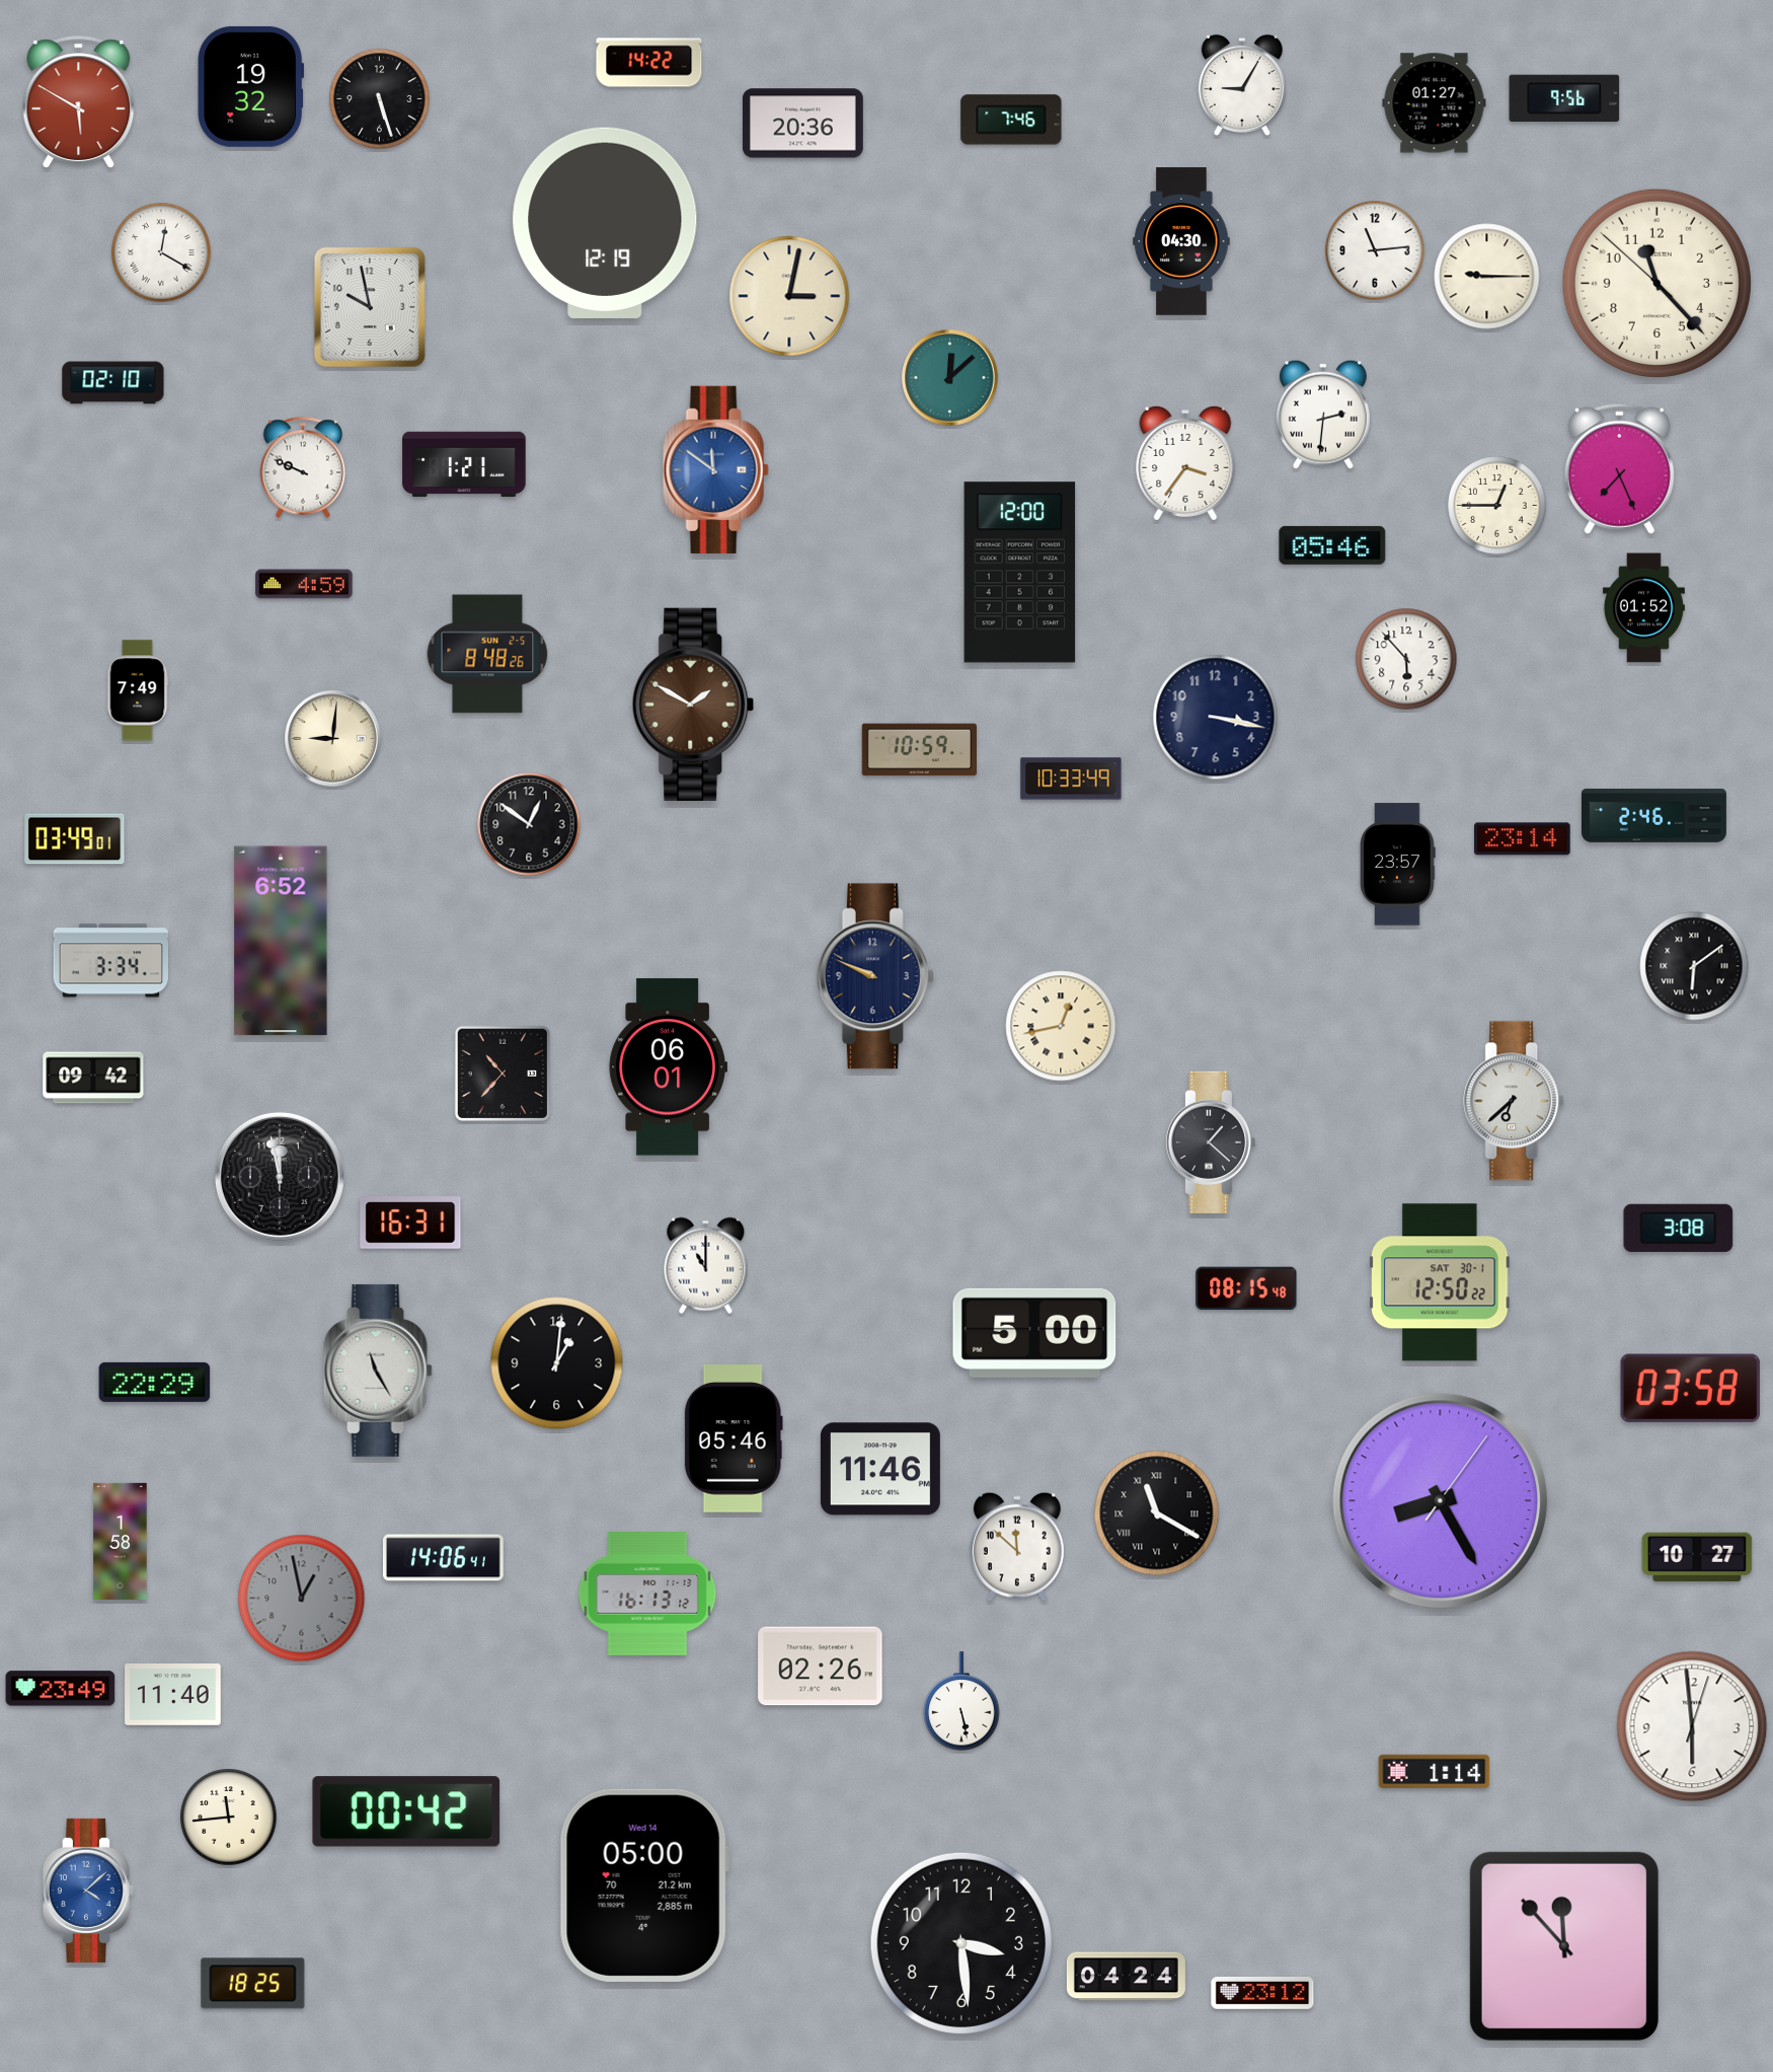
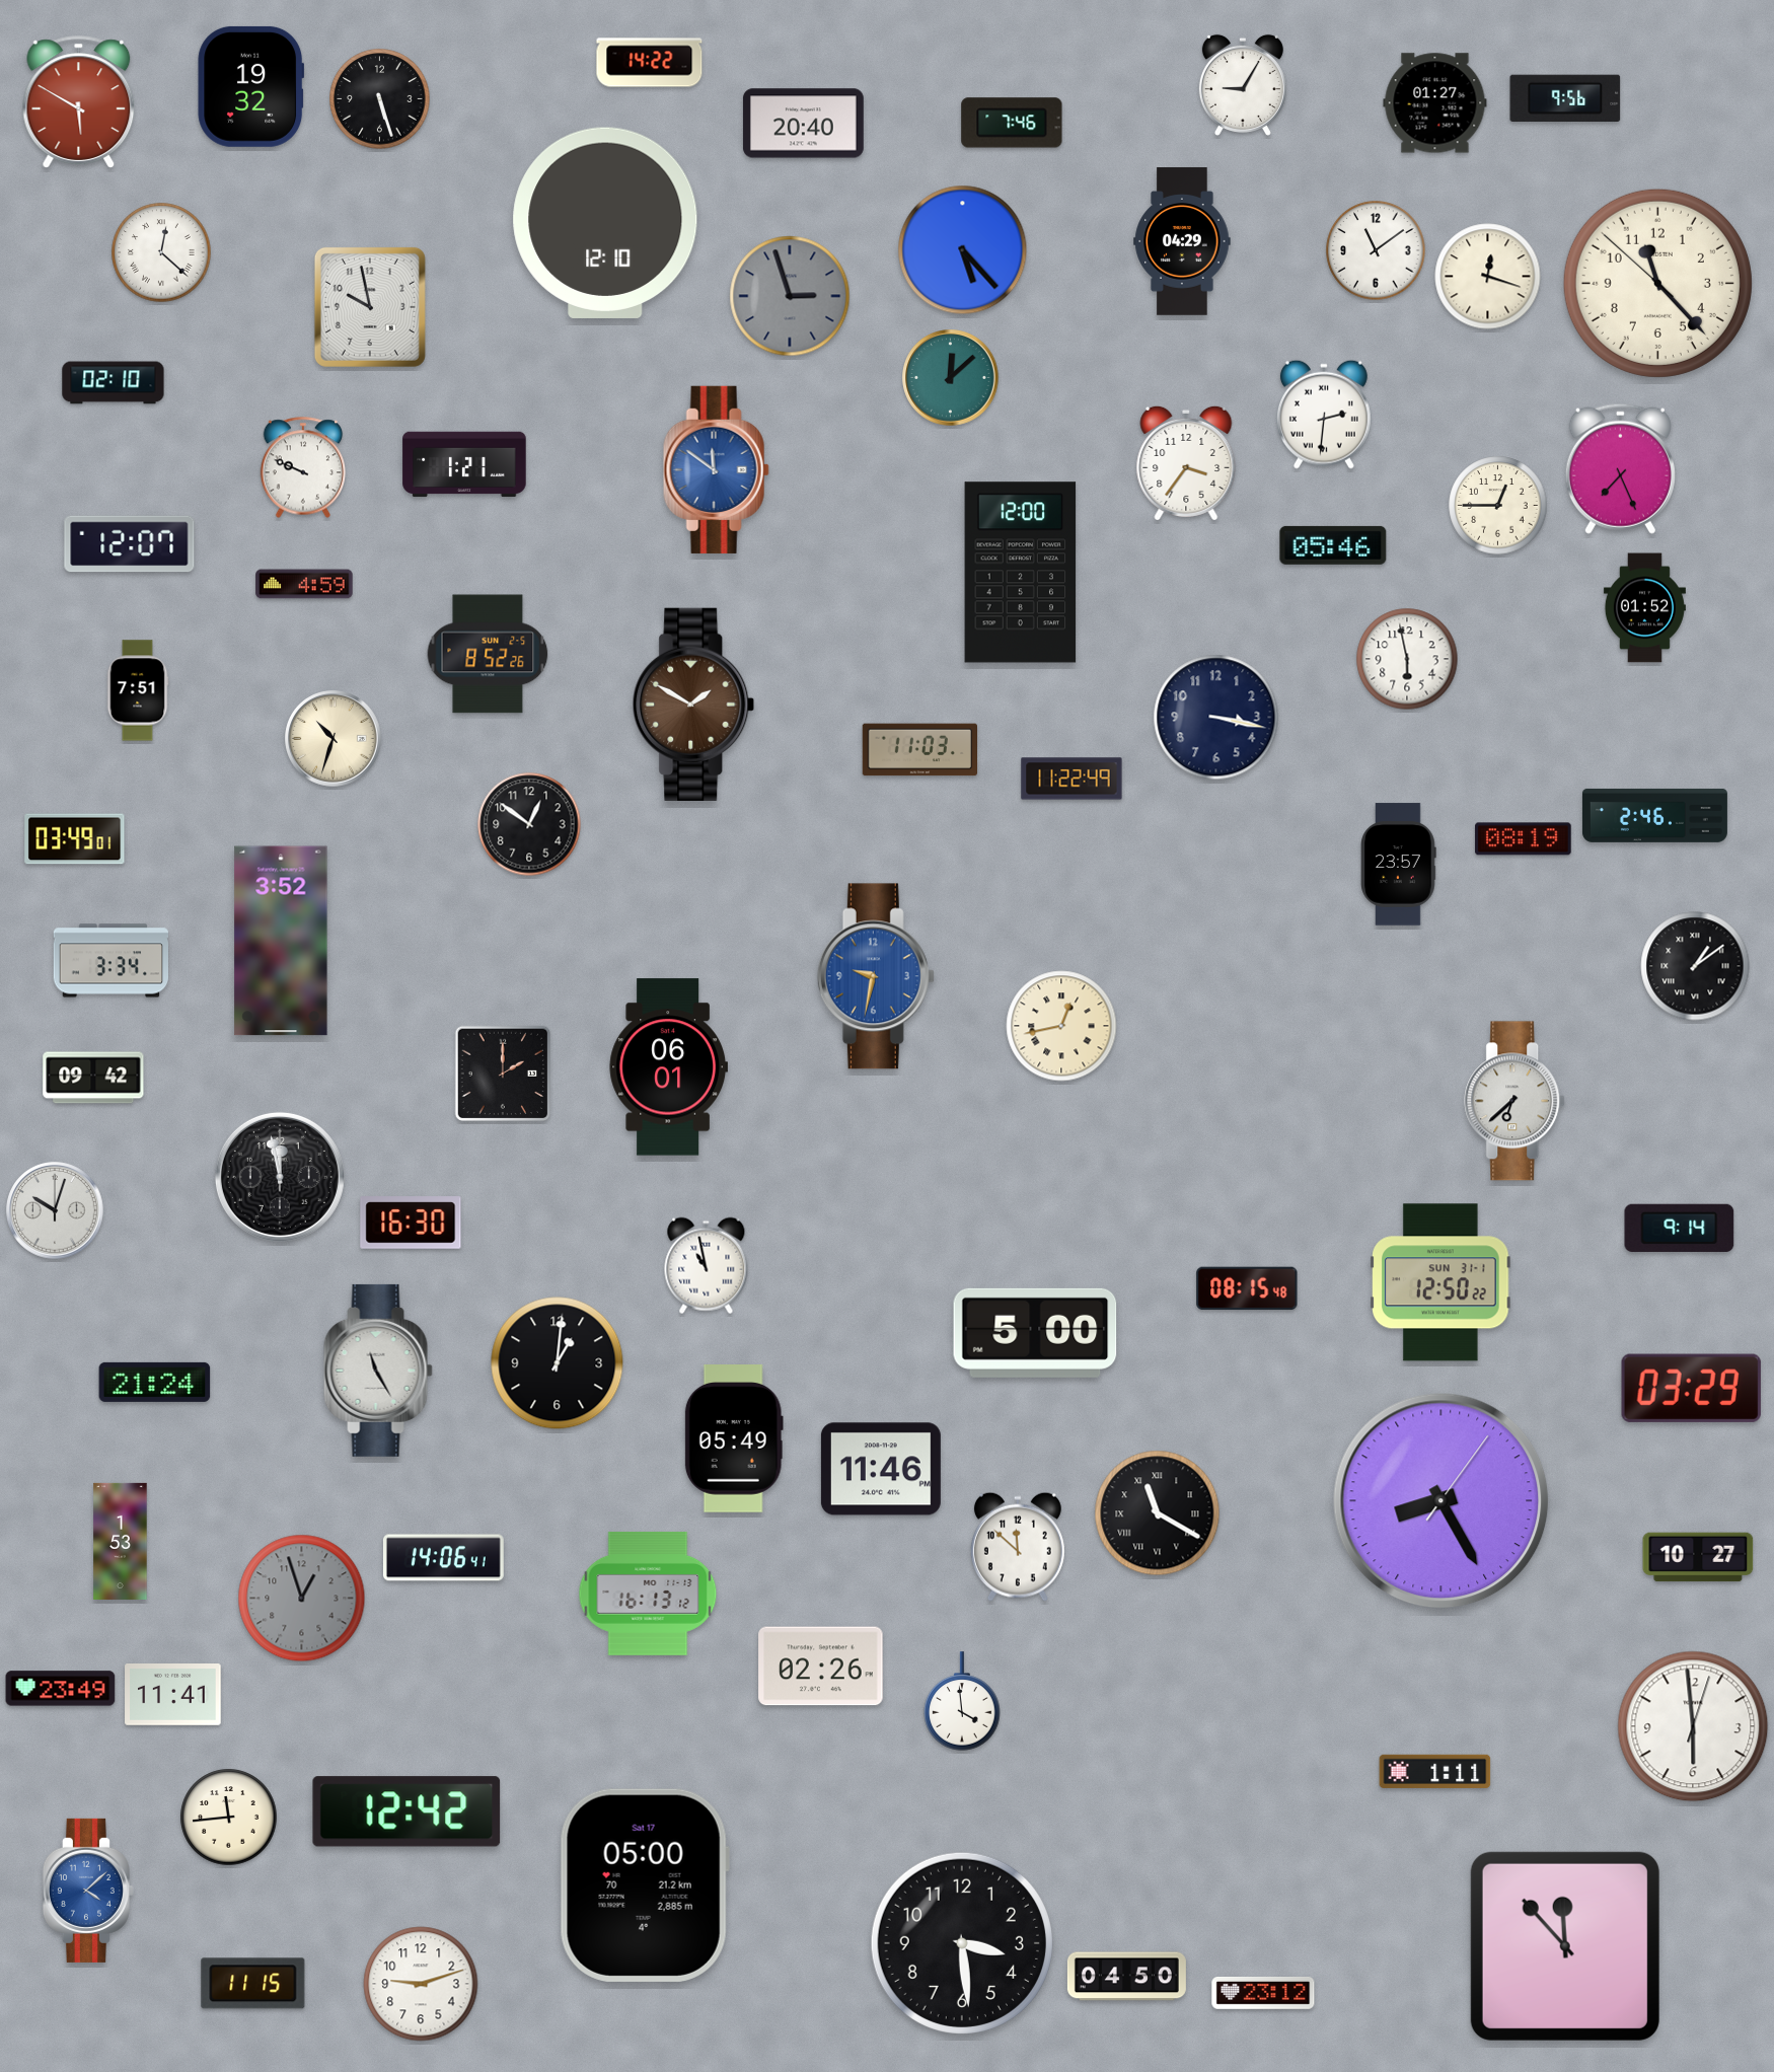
clock at (1011, 120) position: (1011, 120) -> (1012, 123)
clock at (802, 124): 20:36 -> 20:40
clock at (605, 223): 12:19 -> 12:10
clock at (1181, 241): 04:30 -> 04:29
clock at (963, 250): none -> 5:23
clock at (1375, 250): 11:14 -> 11:09
clock at (161, 252): 12:20 -> 12:22
clock at (1487, 277): 9:15 -> 12:18
clock at (789, 296): 3:02 -> 2:57
clock at (789, 296) dial: cream -> grey
clock at (130, 544): none -> 12:07
clock at (487, 654): 8:48 -> 8:52
clock at (1406, 659): 5:53 -> 5:58
clock at (138, 690): 7:49 -> 7:51
clock at (333, 739): 9:01 -> 10:33
clock at (919, 750): 10:59 -> 11:03
clock at (1071, 779): 10:33 -> 11:22
clock at (1523, 839): 23:14 -> 08:19
clock at (281, 941): 6:52 -> 3:52
clock at (1694, 966): 6:09 -> 1:09
clock at (875, 976): 9:49 -> 9:32
clock at (875, 976) dial: navy -> blue
clock at (502, 1072): 10:37 -> 2:00
clock at (1210, 1142): 1:22 -> none
clock at (55, 1210): none -> 10:03
clock at (410, 1223): 16:31 -> 16:30
clock at (1679, 1228): 3:08 -> 9:14
clock at (706, 1266): 11:00 -> 10:58
clock at (1440, 1282) date: SAT 30-1 -> SUN 31-1
clock at (155, 1382): 22:29 -> 21:24
clock at (1690, 1388): 03:58 -> 03:29
clock at (734, 1439): 05:46 -> 05:49
clock at (121, 1541): 1:58 -> 1:53
clock at (302, 1599): 12:58 -> 12:57
clock at (173, 1695): 11:40 -> 11:41
clock at (961, 1701): 5:28 -> 3:59
clock at (1435, 1771): 1:14 -> 1:11
clock at (406, 1811): 00:42 -> 12:42
clock at (644, 1885) date: Wed 14 -> Sat 17
clock at (1126, 1977): 04:24 -> 04:50
clock at (253, 1984): 18:25 -> 11:15
clock at (421, 1984): none -> 9:12
